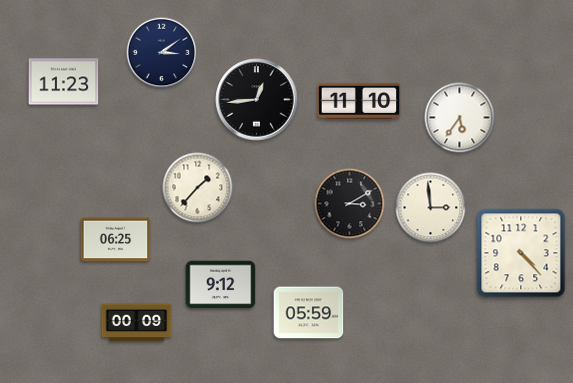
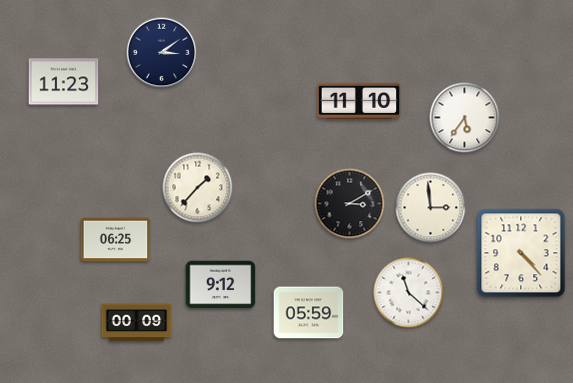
clock at (257, 100): 12:44 -> none
clock at (460, 118) position: (460, 118) -> (465, 118)
clock at (409, 293): none -> 11:22
